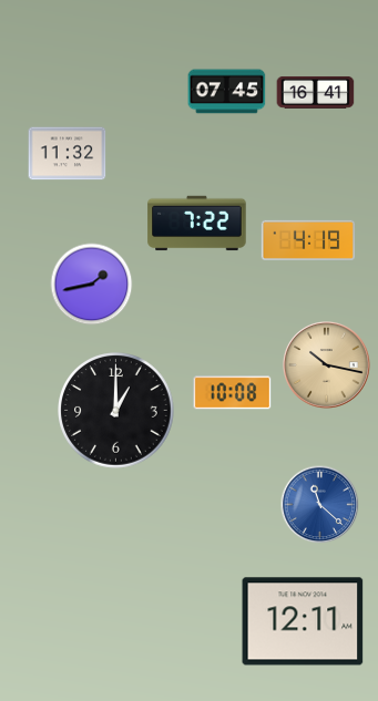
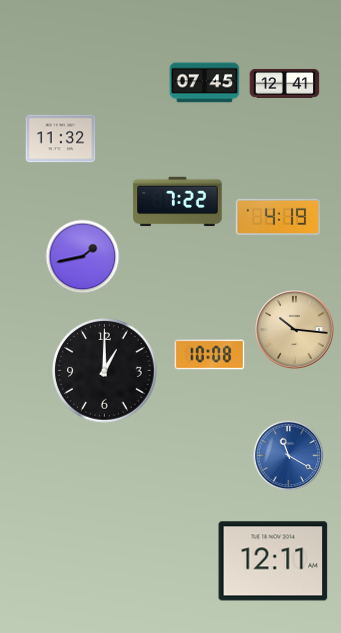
clock at (316, 92): 16:41 -> 12:41
clock at (327, 365): 10:17 -> 10:16
clock at (320, 505): 11:22 -> 11:20
